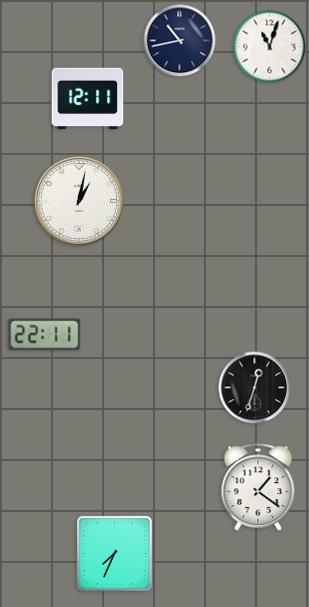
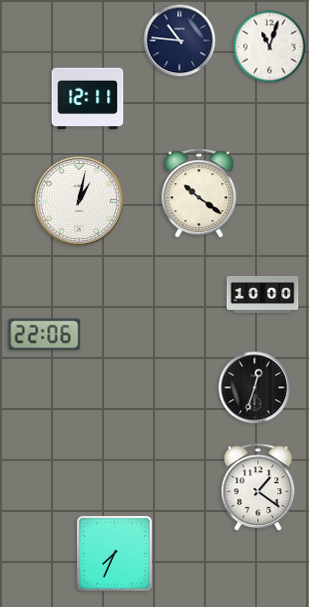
clock at (180, 41): 10:43 -> 10:46
clock at (199, 194): none -> 10:21
clock at (263, 294): none -> 10:00
clock at (45, 335): 22:11 -> 22:06
